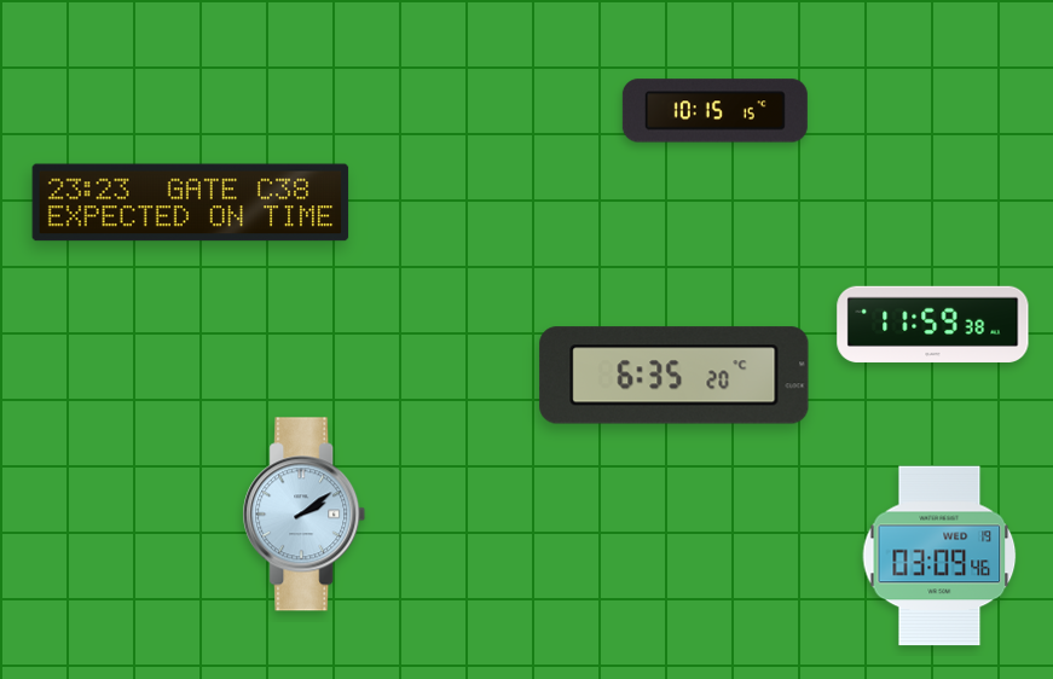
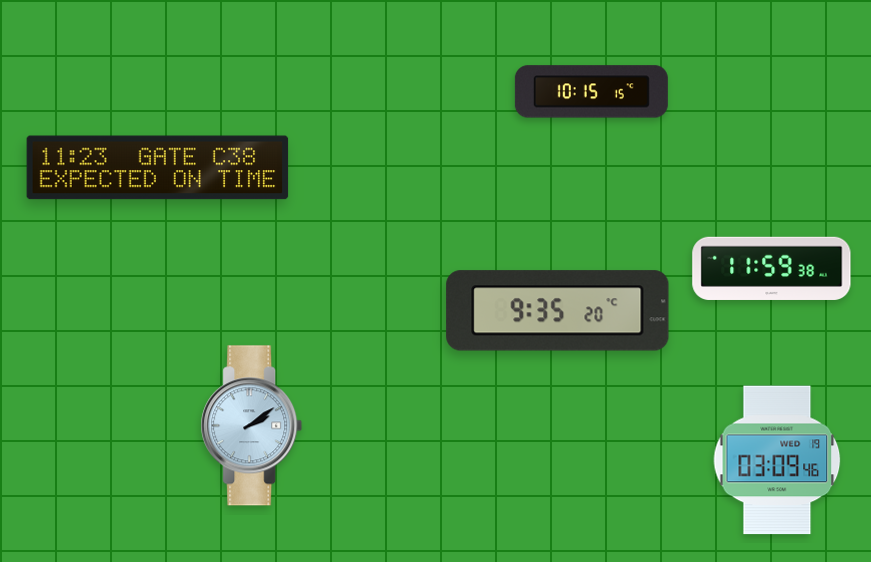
clock at (191, 203): 23:23 -> 11:23
clock at (675, 376): 6:35 -> 9:35
